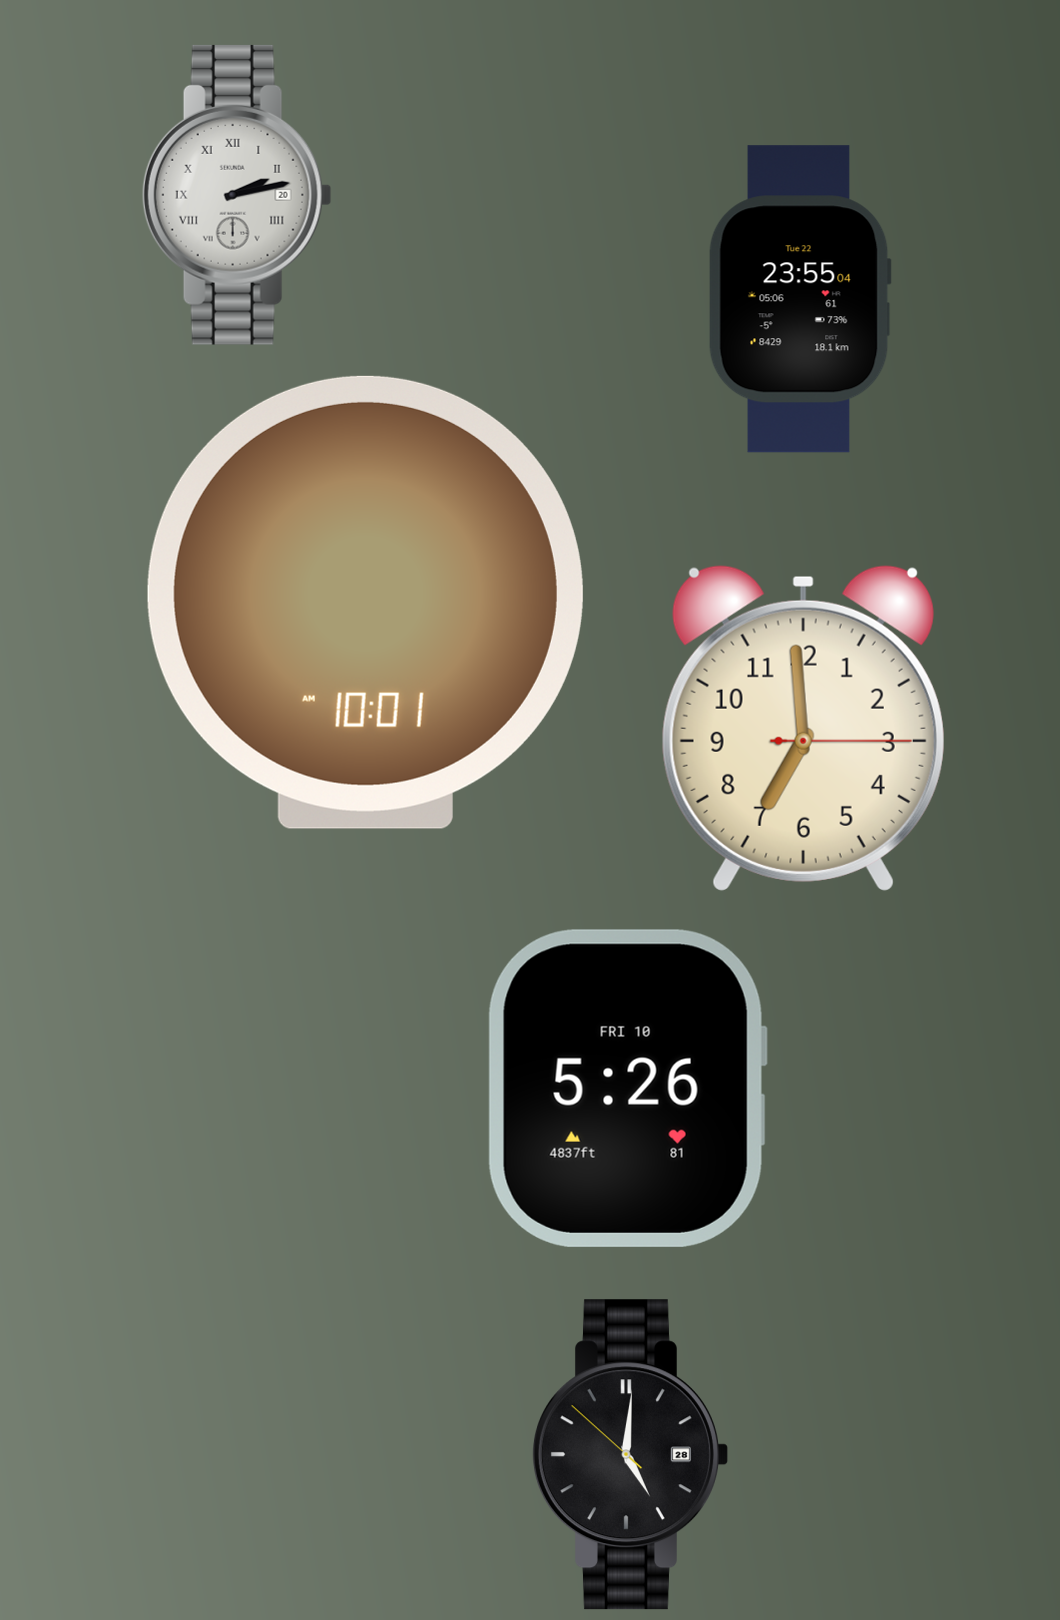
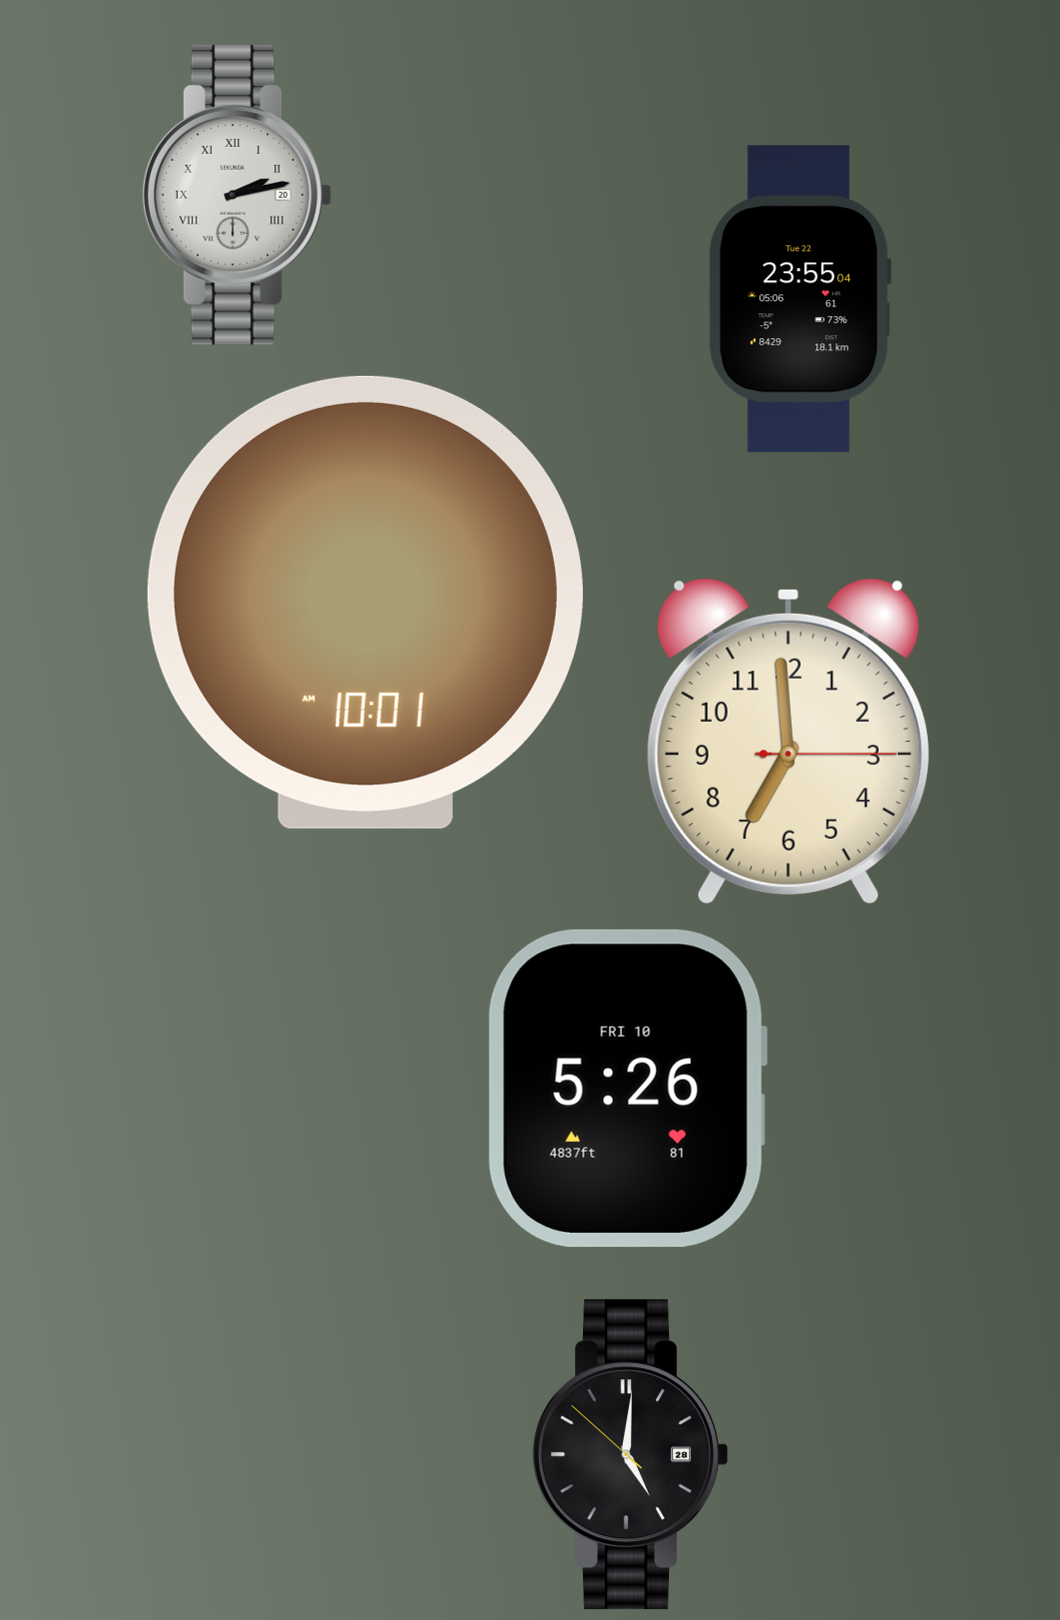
clock at (803, 728) position: (803, 728) -> (788, 741)
